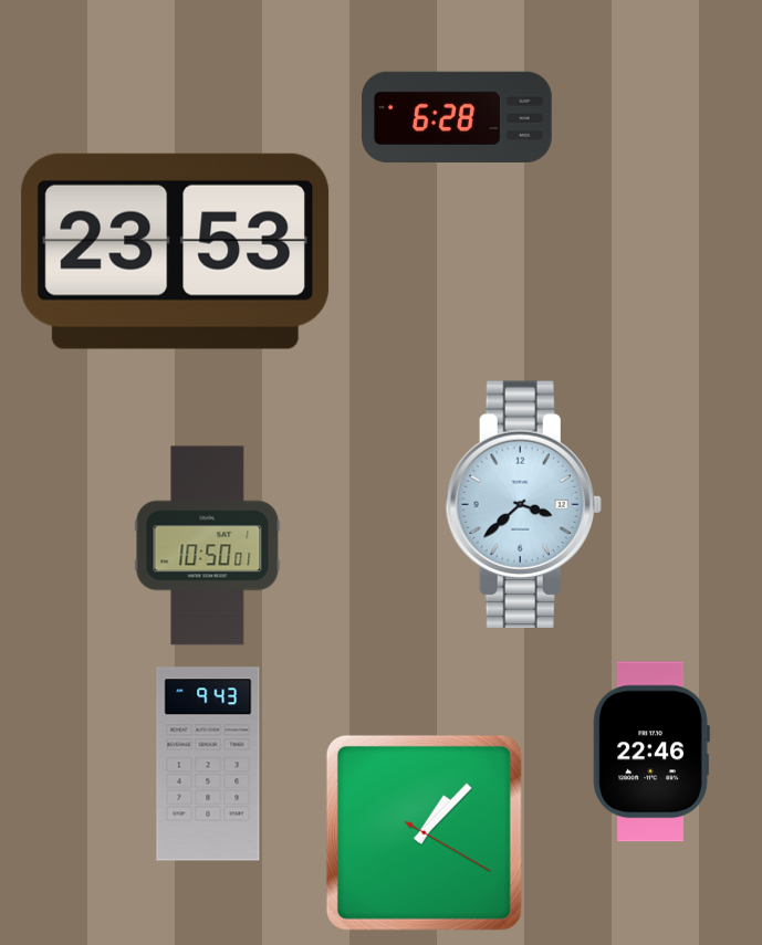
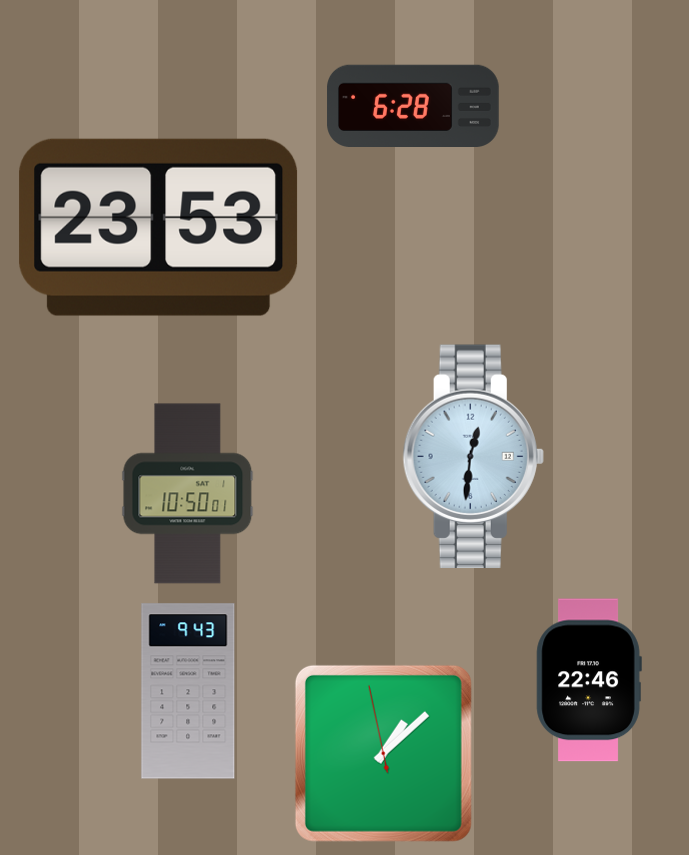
clock at (523, 505): 3:38 -> 12:31
clock at (424, 832): 1:07:20 -> 1:07:58
